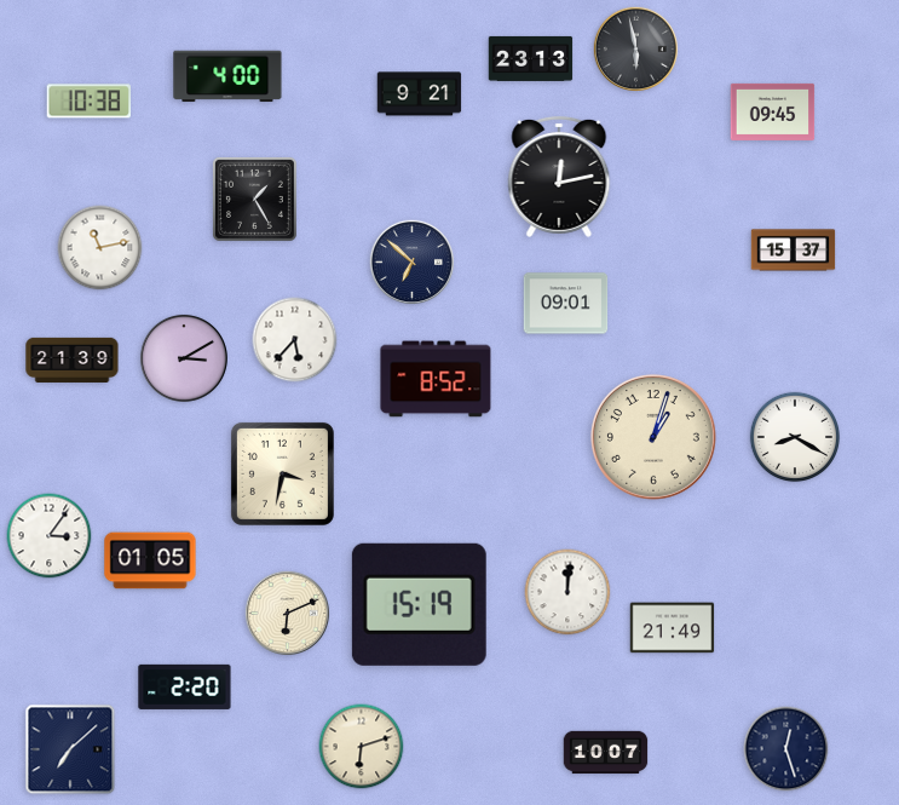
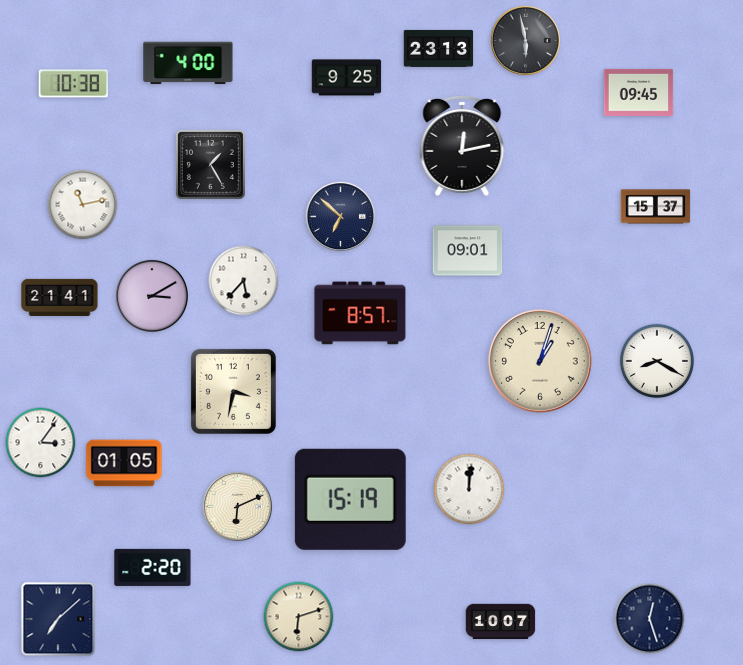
clock at (420, 94): 9:21 -> 9:25
clock at (73, 360): 21:39 -> 21:41
clock at (436, 379): 8:52 -> 8:57
clock at (419, 604) position: (419, 604) -> (350, 499)
clock at (673, 628): 21:49 -> none
